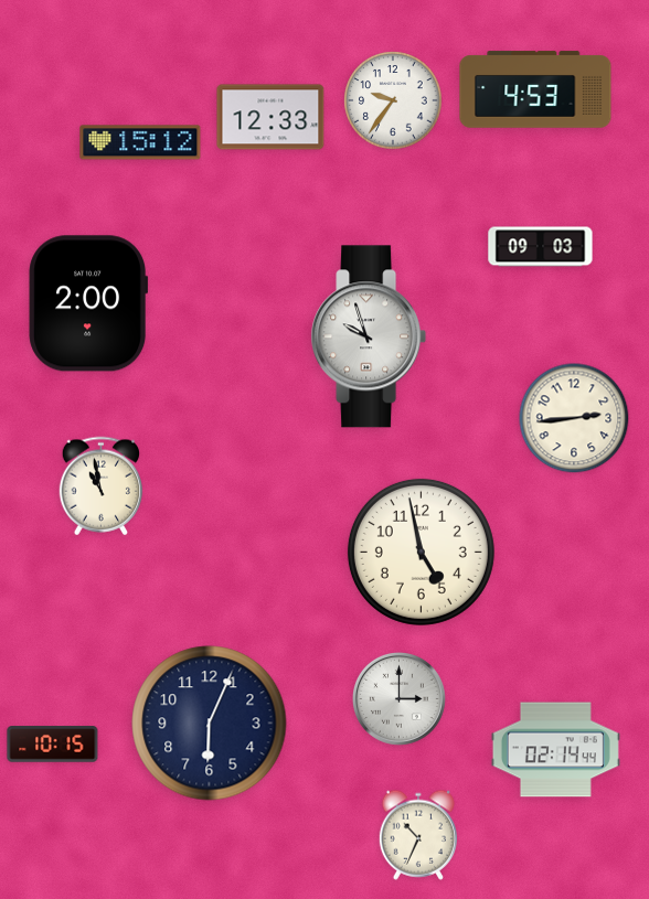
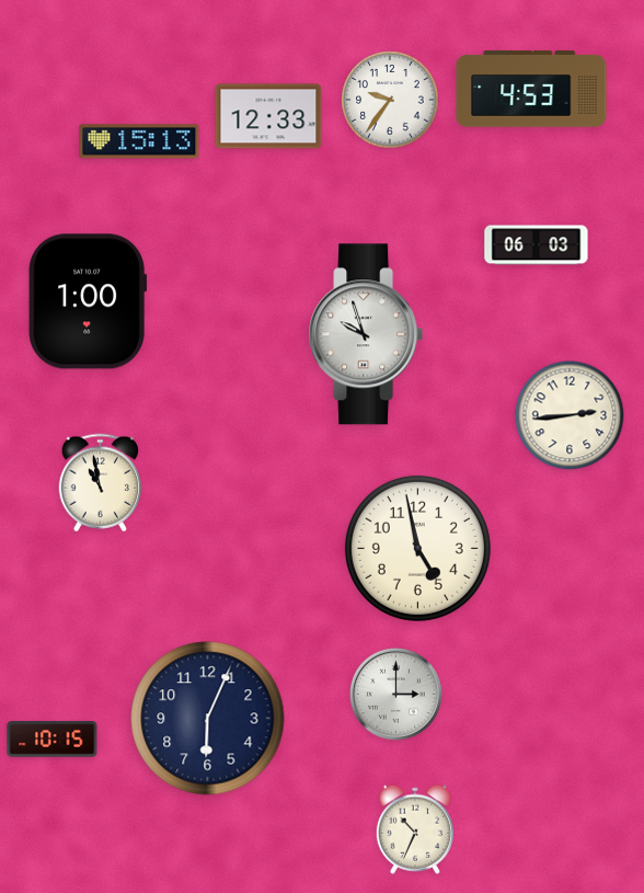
clock at (140, 142): 15:12 -> 15:13
clock at (541, 247): 09:03 -> 06:03
clock at (88, 303): 2:00 -> 1:00
clock at (555, 750): 02:14 -> none
